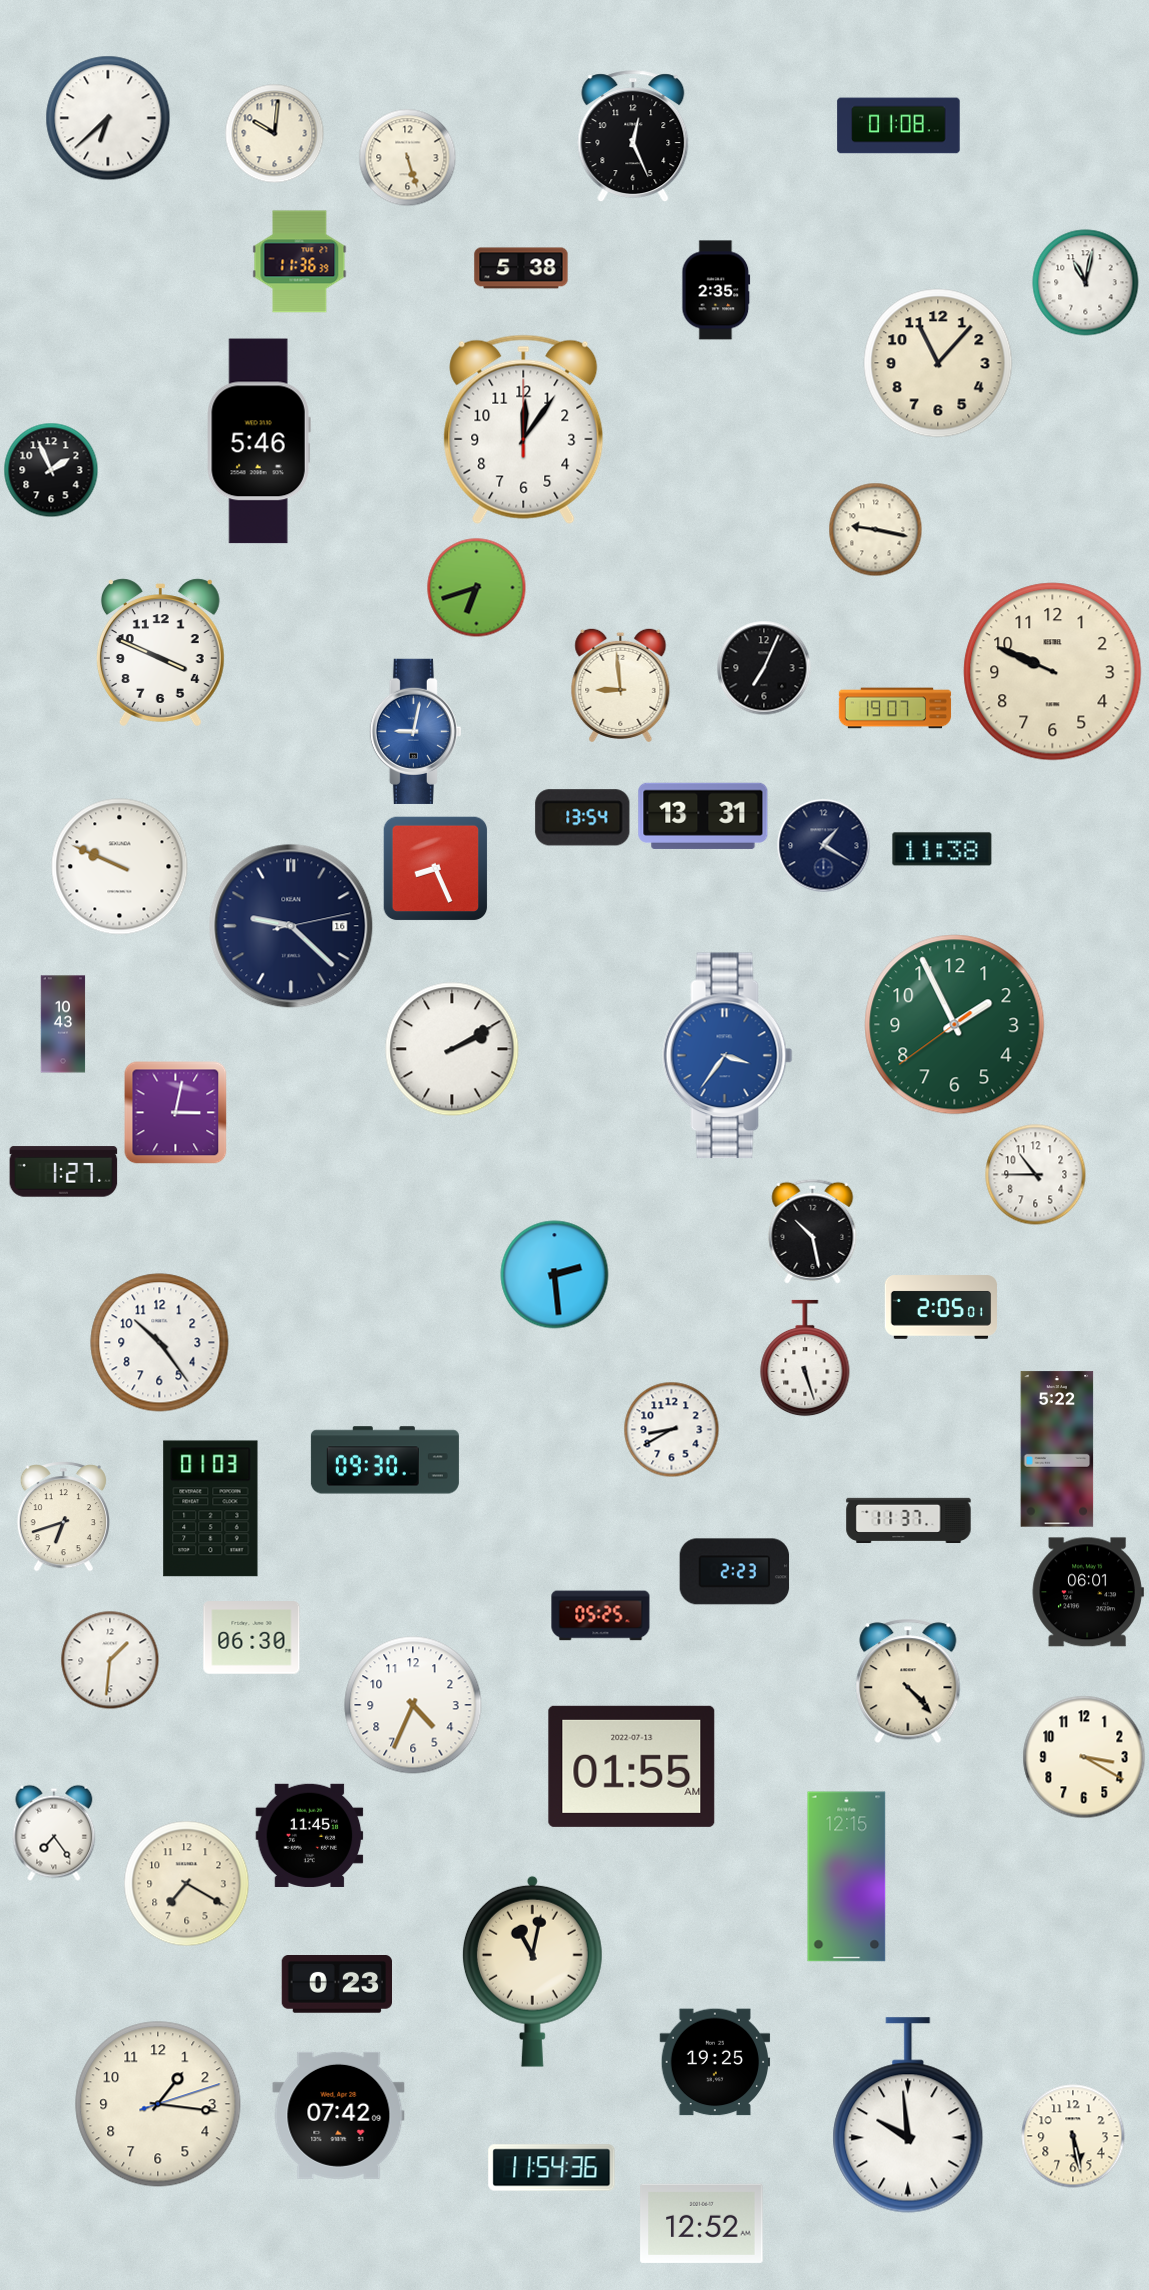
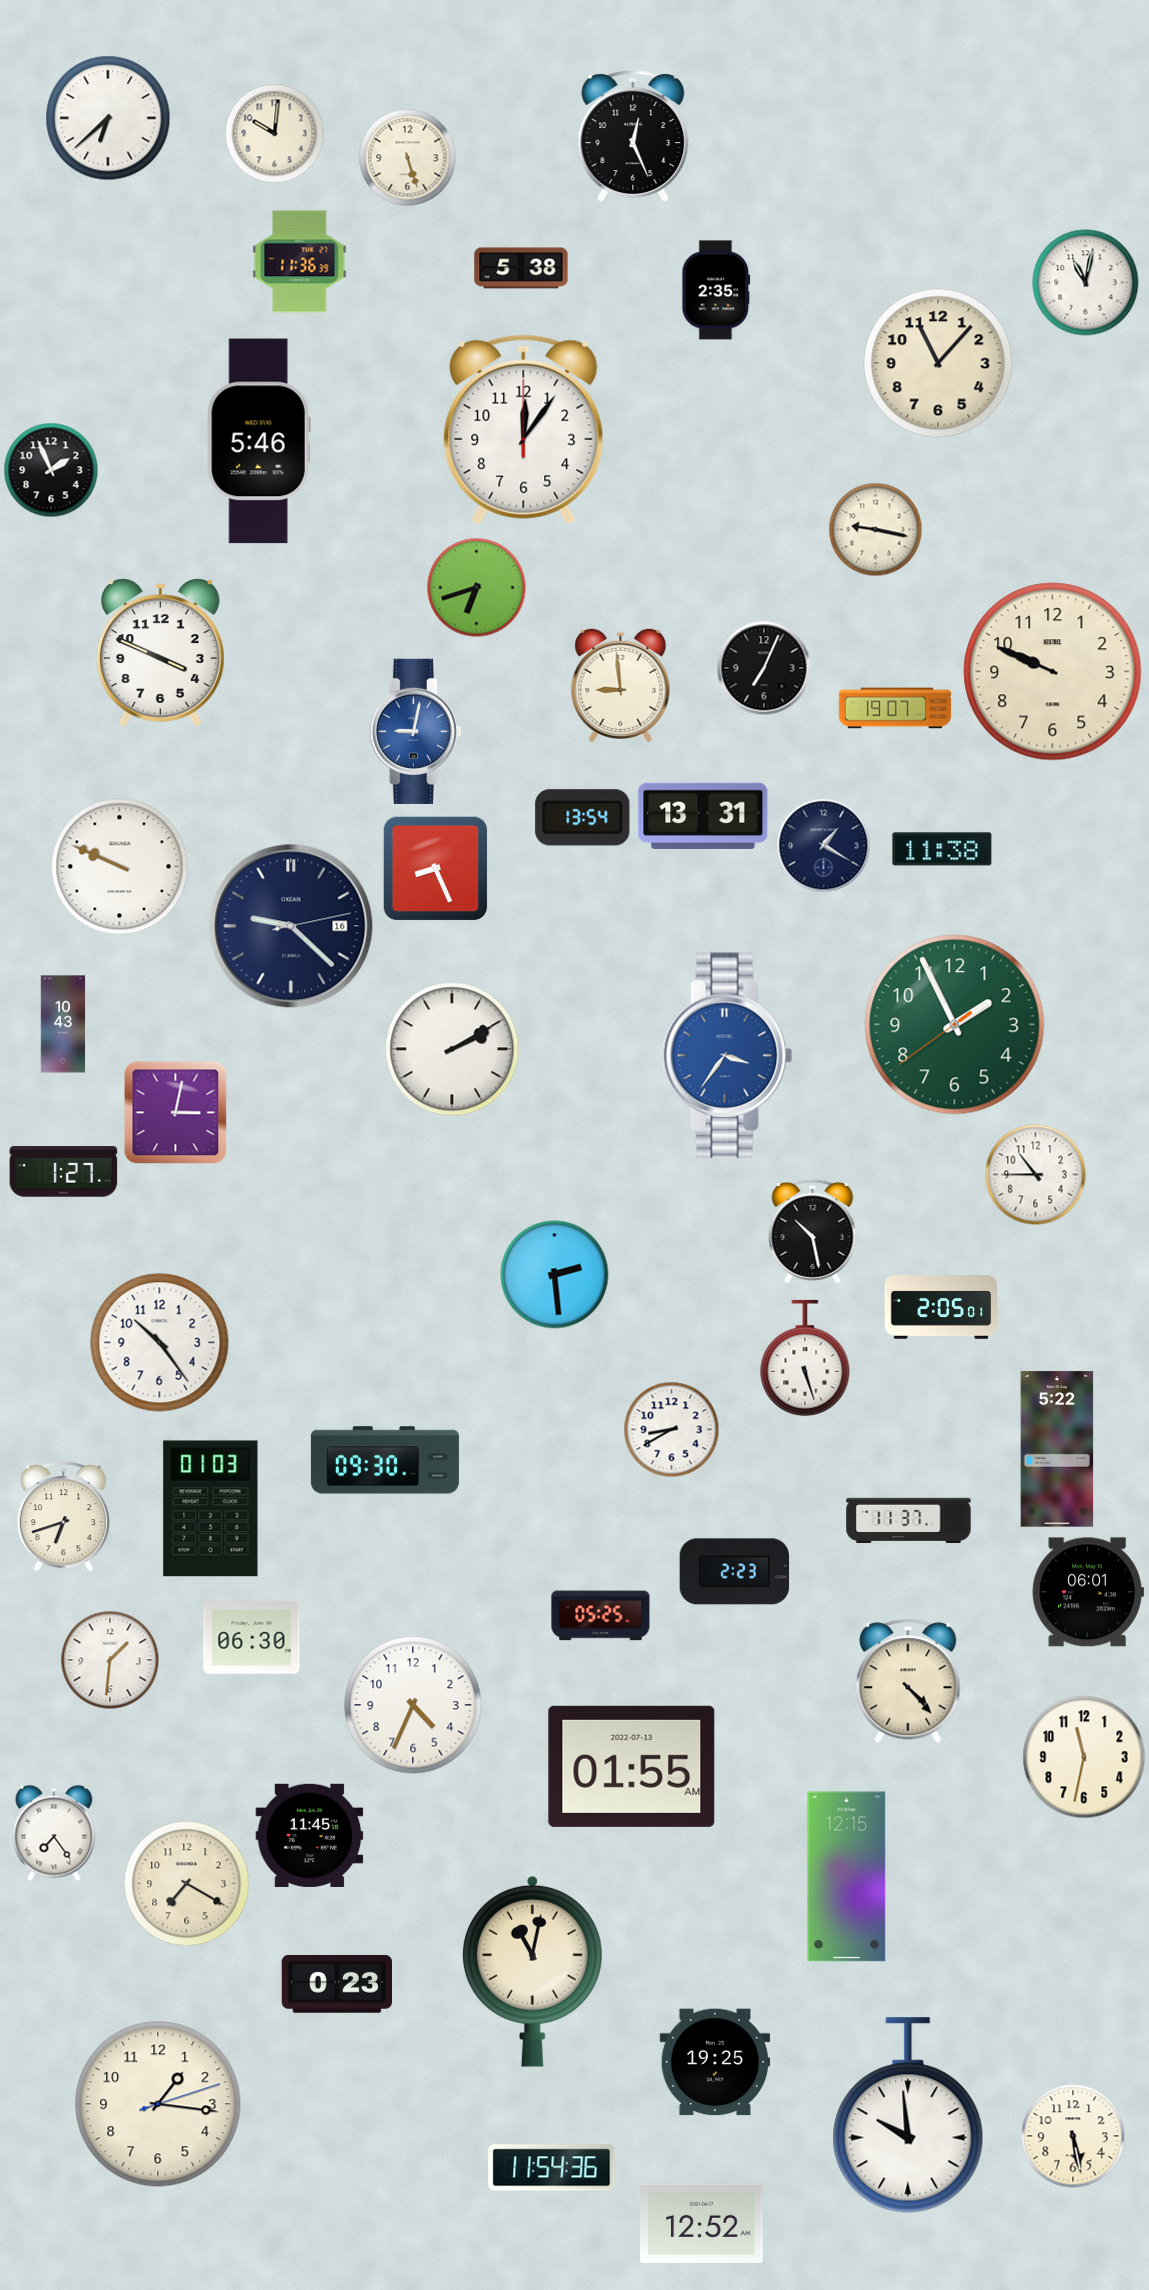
clock at (899, 126): 01:08 -> none
clock at (1084, 1757): 3:20 -> 11:32
clock at (339, 2115): 07:42 -> none
